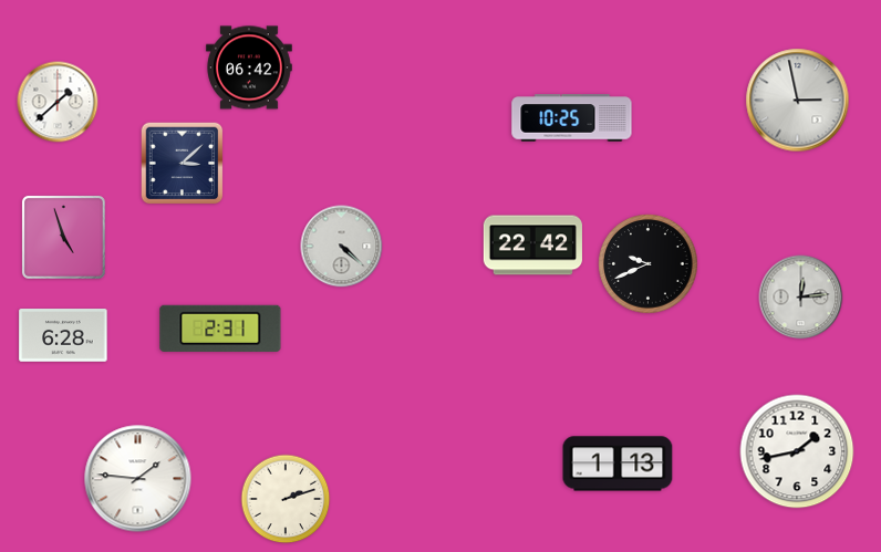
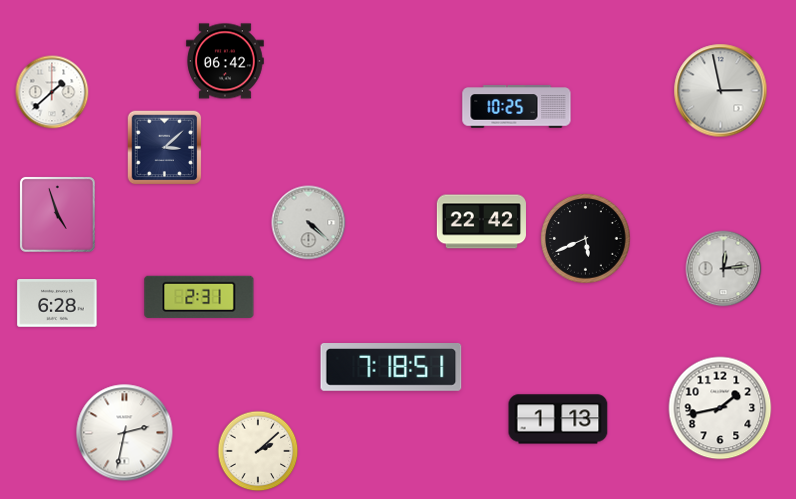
clock at (649, 264): 9:41 -> 5:41
clock at (391, 368): none -> 7:18
clock at (138, 479): 1:46 -> 2:32
clock at (286, 499): 2:12 -> 2:08
